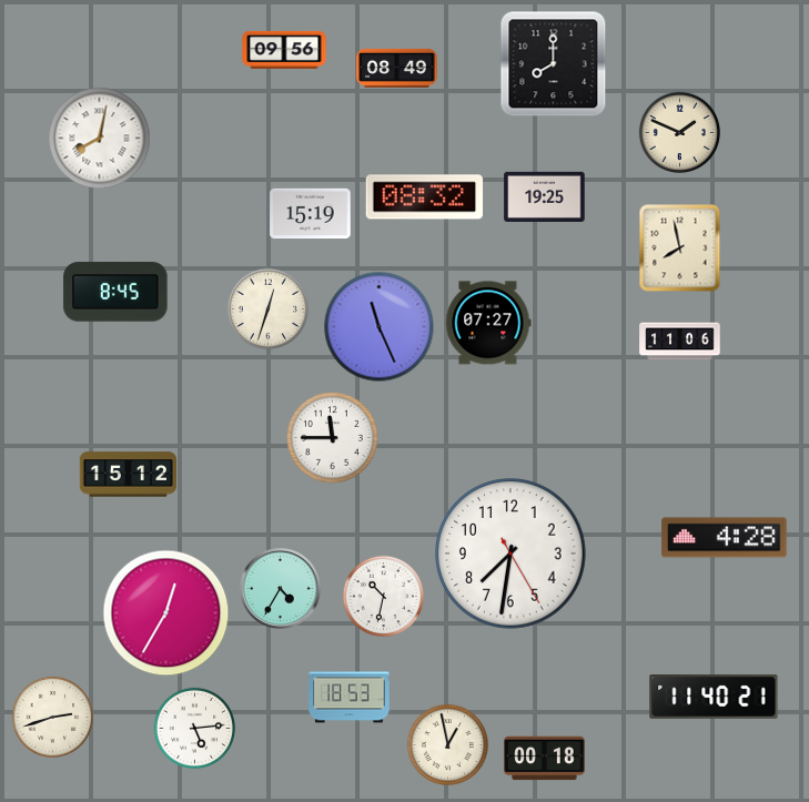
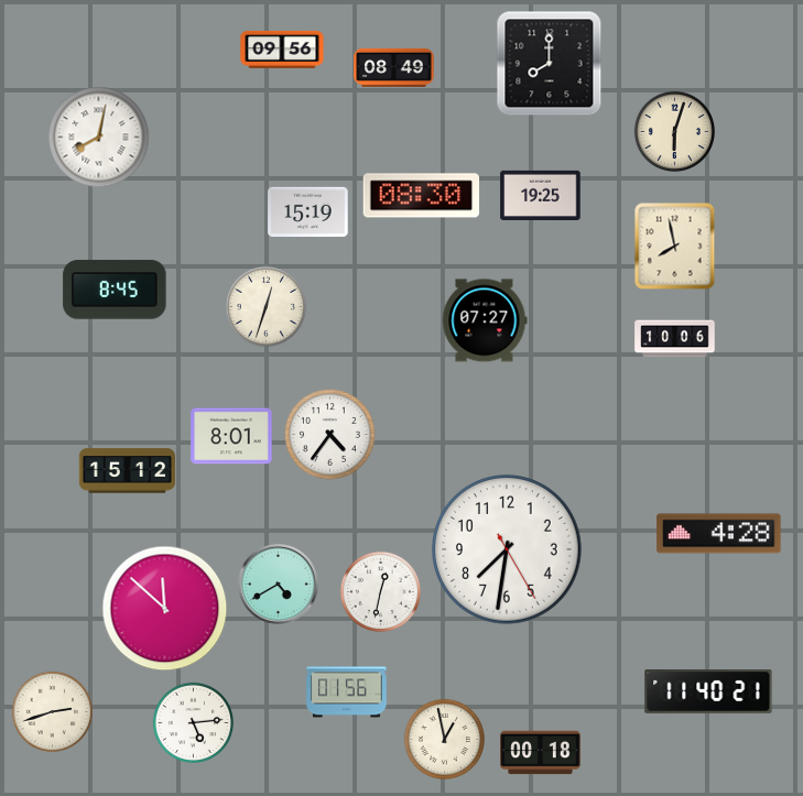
clock at (679, 132): 1:49 -> 6:03
clock at (425, 197): 08:32 -> 08:30
clock at (380, 327): 11:26 -> none
clock at (680, 342): 11:06 -> 10:06
clock at (333, 438): 11:45 -> 4:36
clock at (231, 436): none -> 8:01
clock at (281, 589): 4:35 -> 4:40
clock at (383, 596): 10:32 -> 12:32
clock at (166, 613): 12:35 -> 11:52
clock at (350, 698): 18:53 -> 01:56
